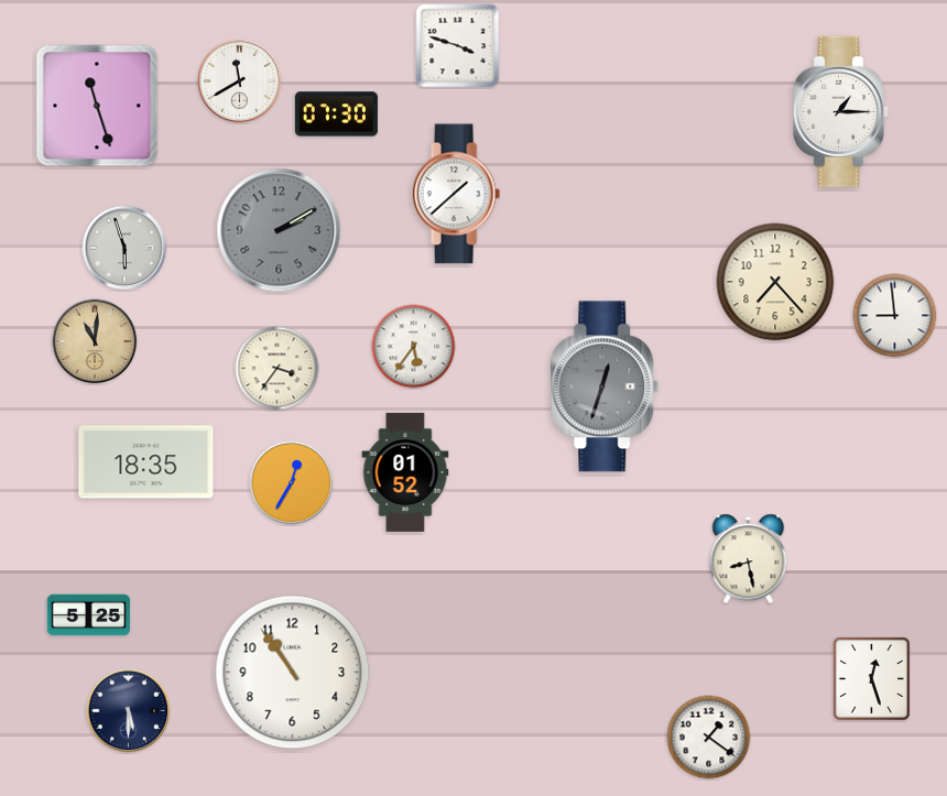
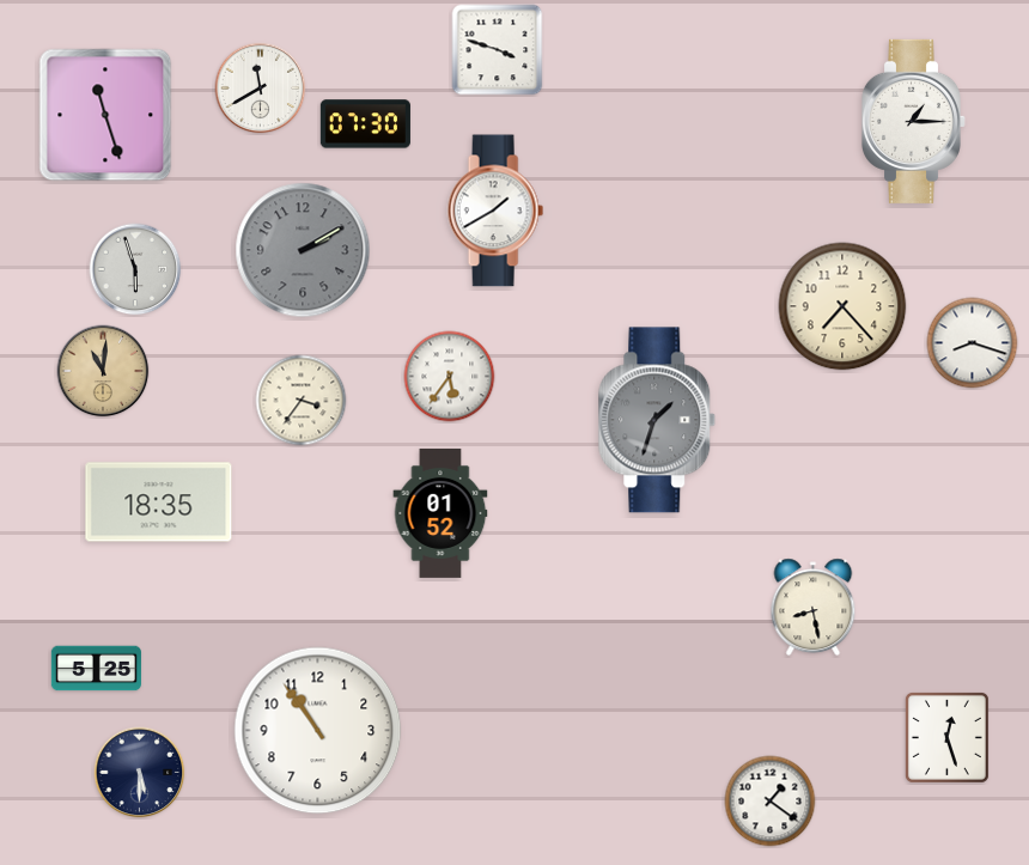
clock at (456, 194): 1:38 -> 1:40
clock at (895, 316): 8:59 -> 8:18
clock at (605, 386): 12:33 -> 1:33
clock at (292, 483): 12:35 -> none
